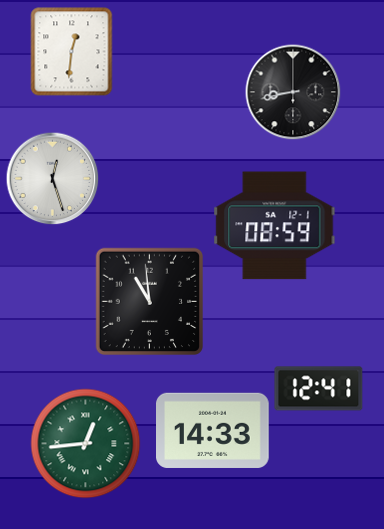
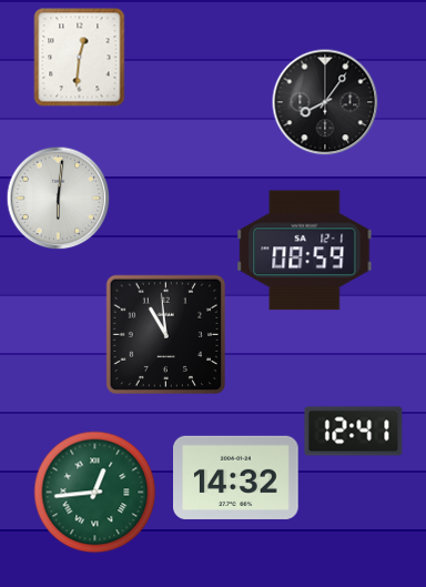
clock at (293, 92): 8:43 -> 8:06
clock at (52, 178): 12:27 -> 6:01
clock at (213, 430): 14:33 -> 14:32
